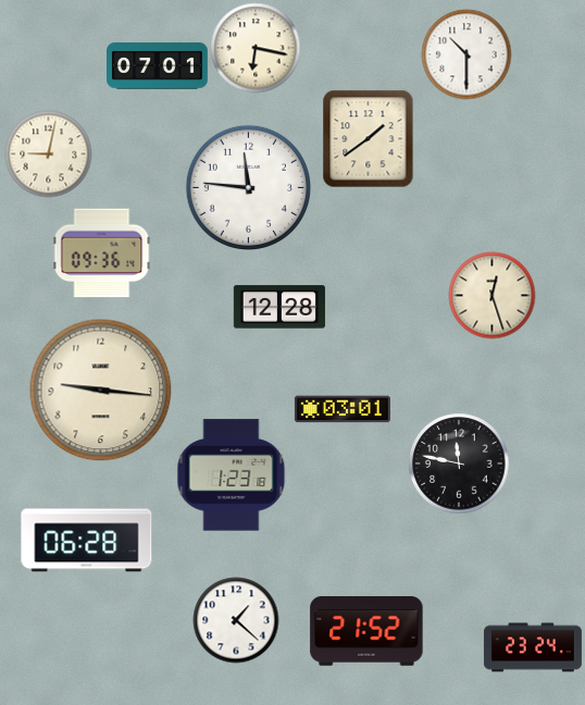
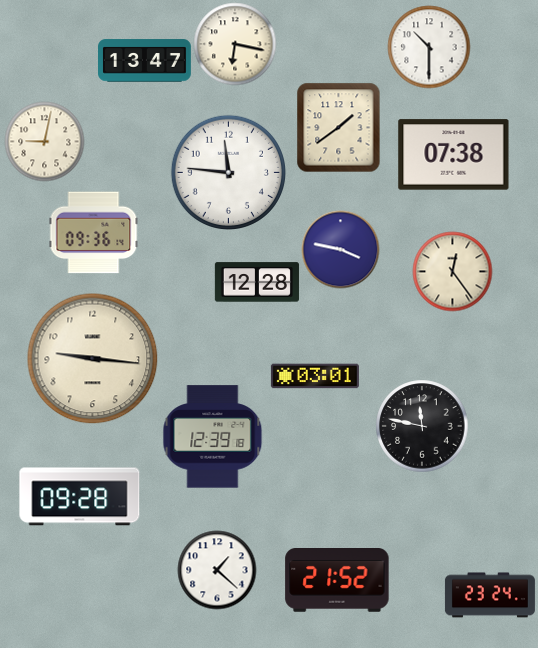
clock at (466, 54) position: (466, 54) -> (429, 47)
clock at (158, 66): 07:01 -> 13:47
clock at (454, 155): none -> 07:38
clock at (340, 249): none -> 3:47
clock at (491, 295): 12:27 -> 12:24
clock at (232, 475): 1:23 -> 12:39
clock at (87, 541): 06:28 -> 09:28
